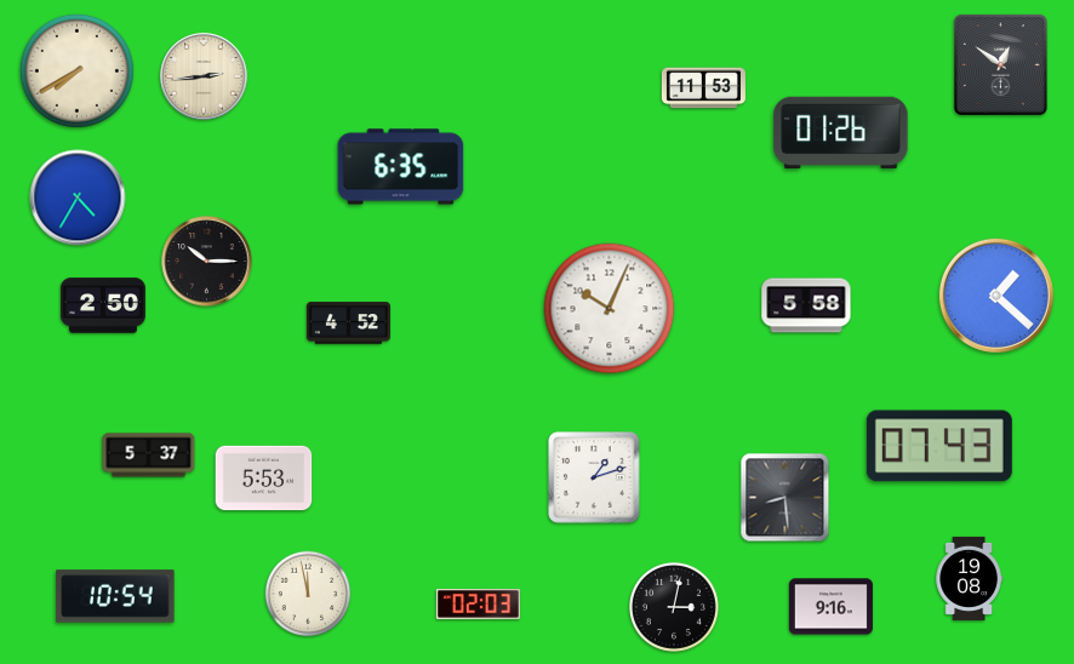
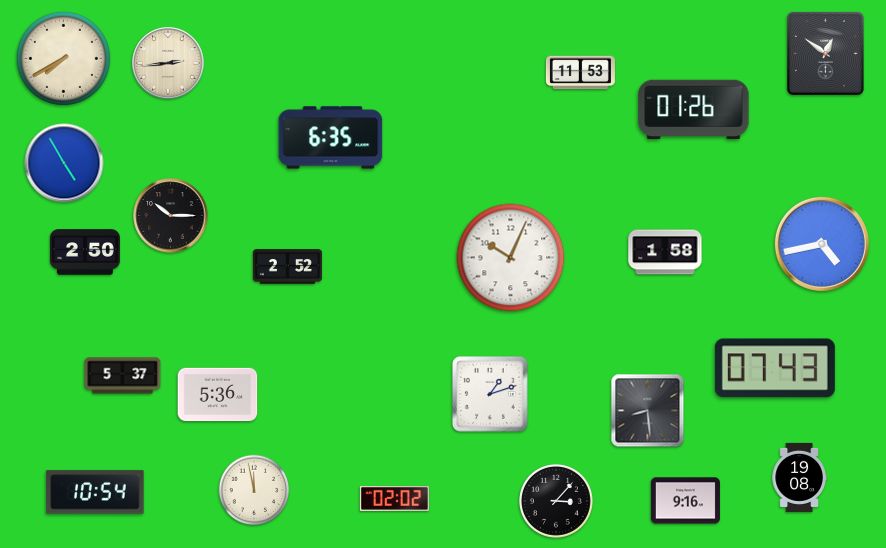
clock at (78, 198): 4:35 -> 4:55
clock at (996, 296): 1:22 -> 4:43
clock at (806, 305): 5:58 -> 1:58
clock at (610, 309) position: (610, 309) -> (511, 258)
clock at (348, 324): 4:52 -> 2:52
clock at (264, 479): 5:53 -> 5:36
clock at (478, 605): 02:03 -> 02:02
clock at (674, 607): 3:02 -> 3:07
